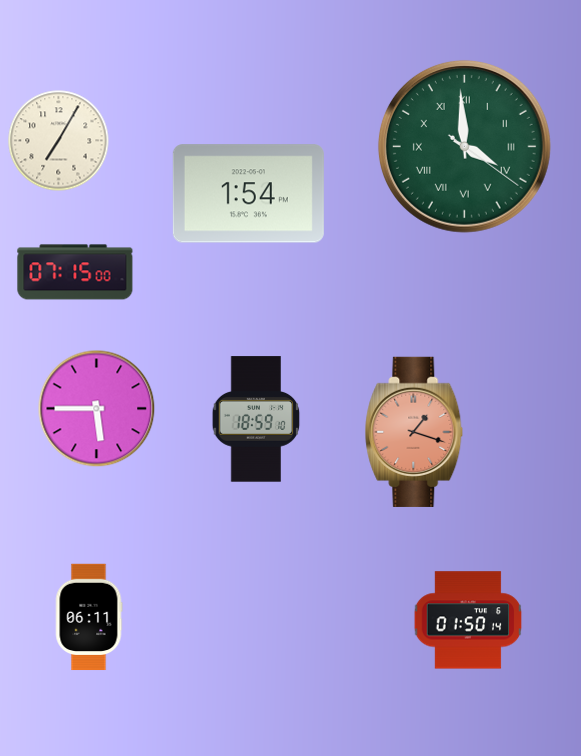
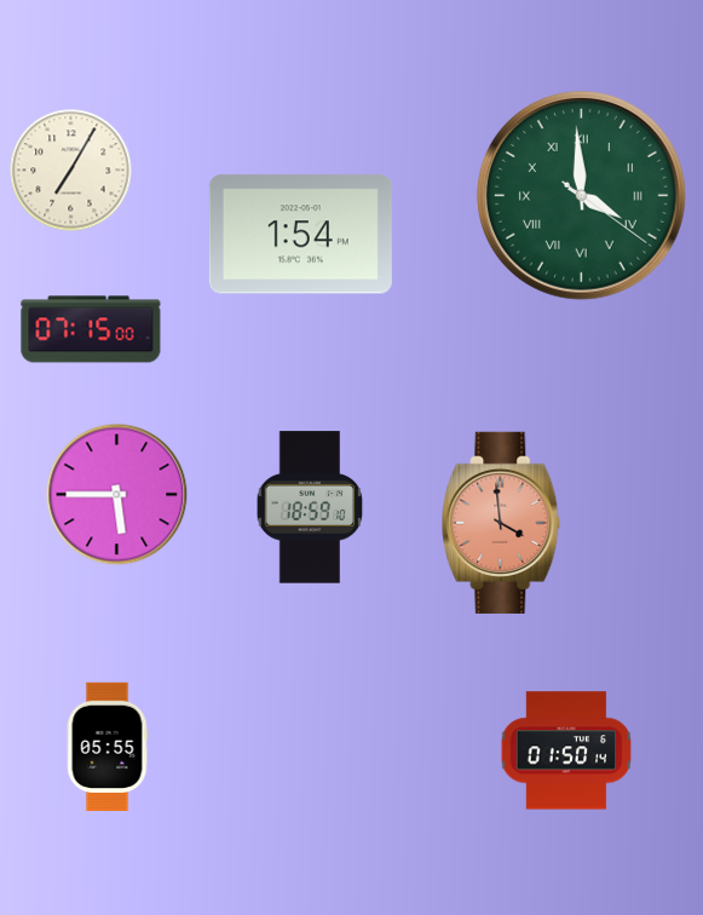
clock at (464, 146) position: (464, 146) -> (581, 195)
clock at (414, 432): 1:18 -> 3:59
clock at (89, 617): 06:11 -> 05:55
